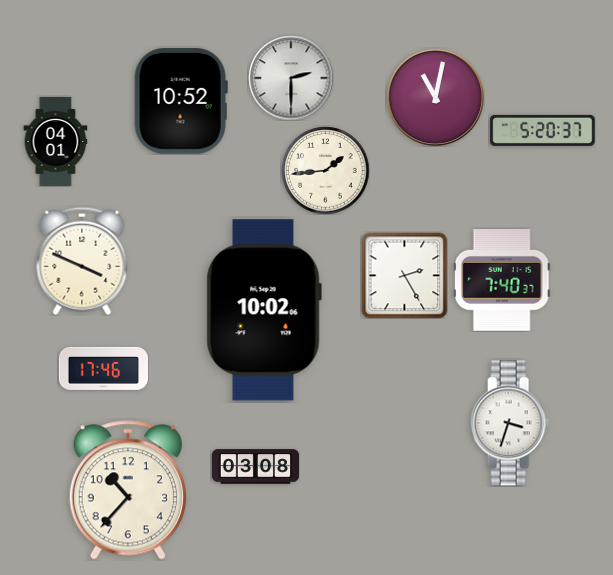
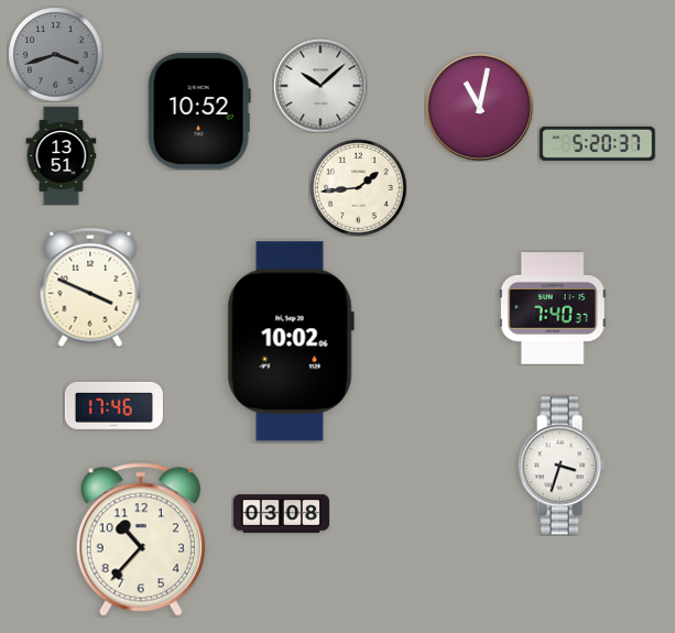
clock at (55, 54): none -> 3:42
clock at (291, 78): 2:30 -> 10:08
clock at (56, 141): 04:01 -> 13:51
clock at (404, 275): 2:25 -> none
